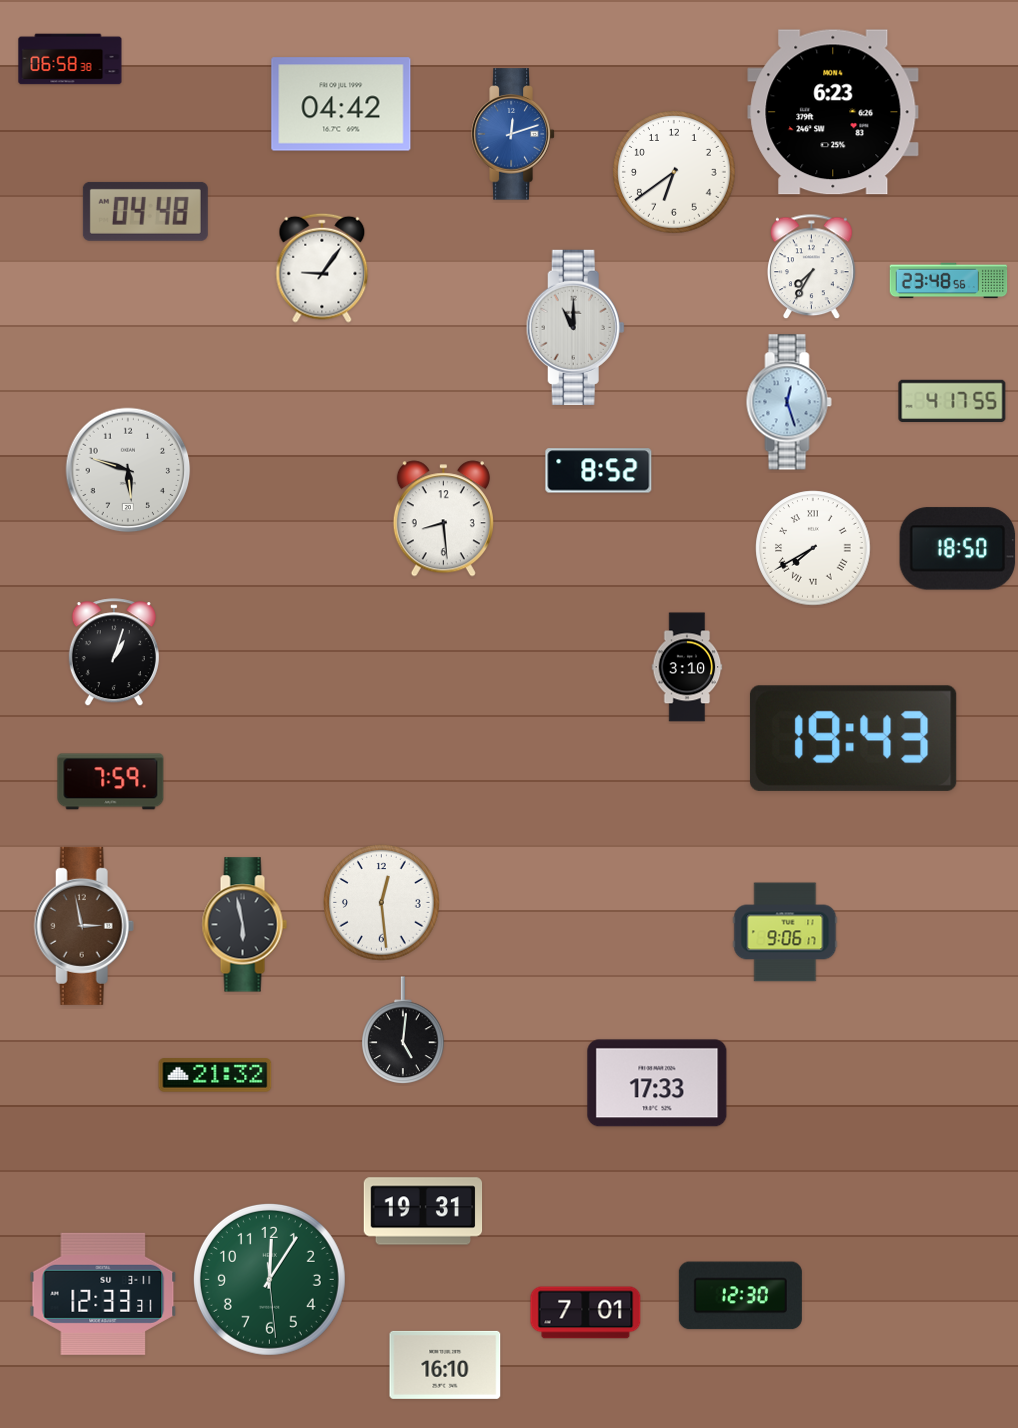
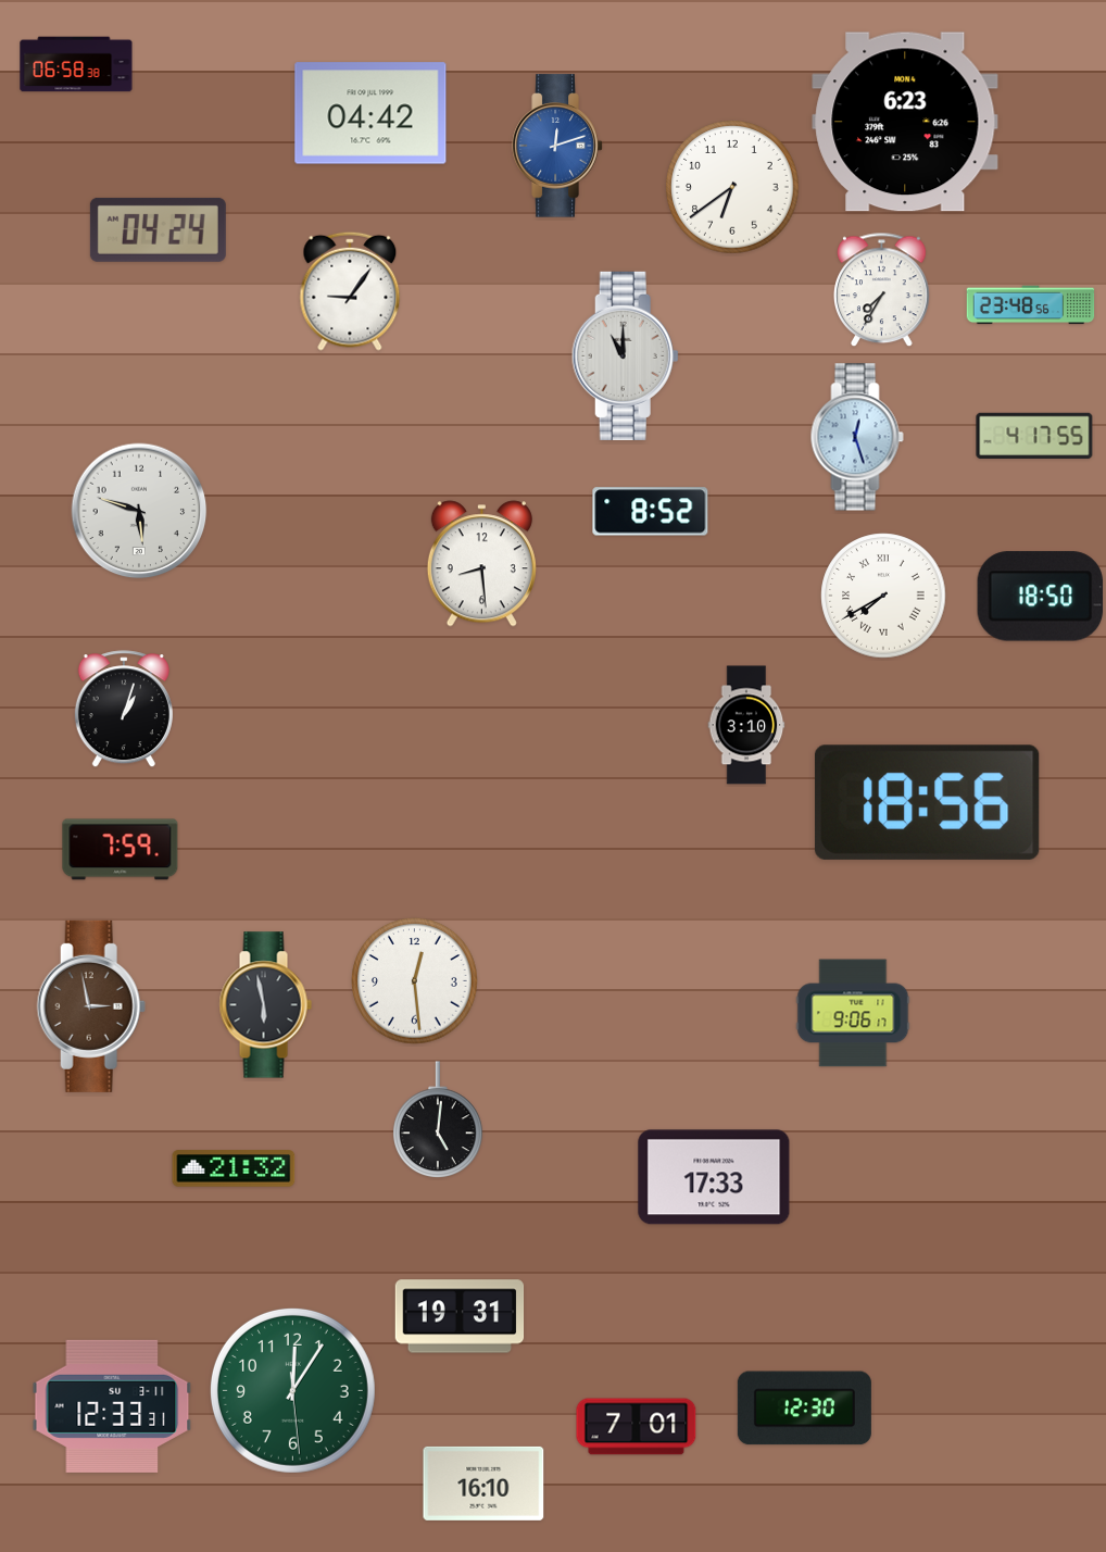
clock at (145, 211): 04:48 -> 04:24
clock at (853, 738): 19:43 -> 18:56
